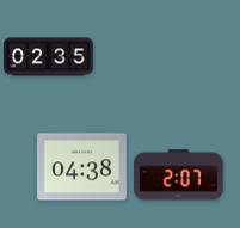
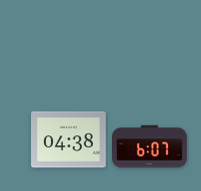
clock at (49, 57): 02:35 -> none
clock at (179, 175): 2:07 -> 6:07
